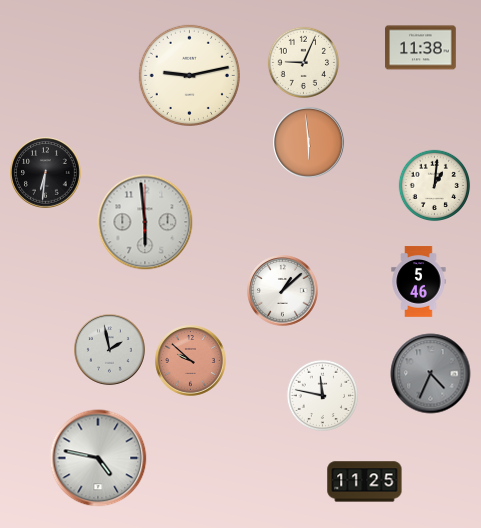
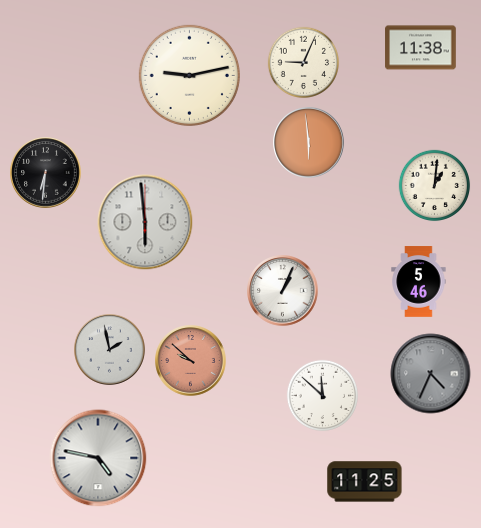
clock at (283, 291): 1:08 -> 1:04
clock at (323, 396): 11:47 -> 11:52
